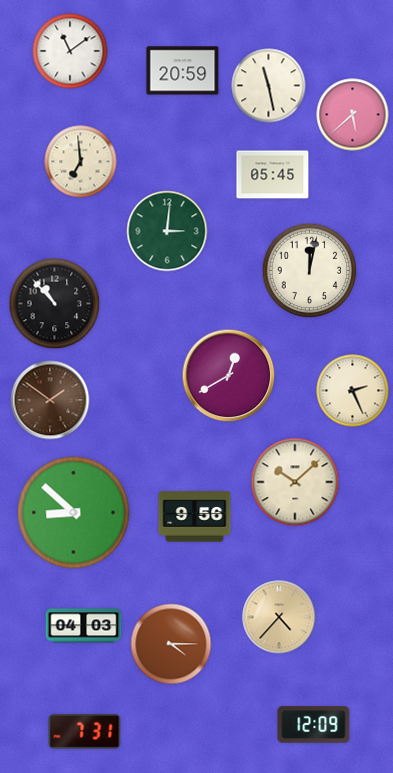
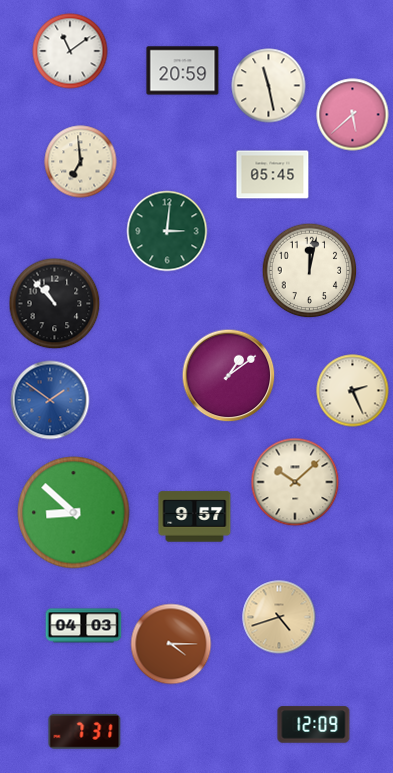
clock at (229, 376): 12:40 -> 1:09
clock at (50, 400) dial: brown -> blue
clock at (195, 517): 9:56 -> 9:57
clock at (279, 617): 4:37 -> 4:42
